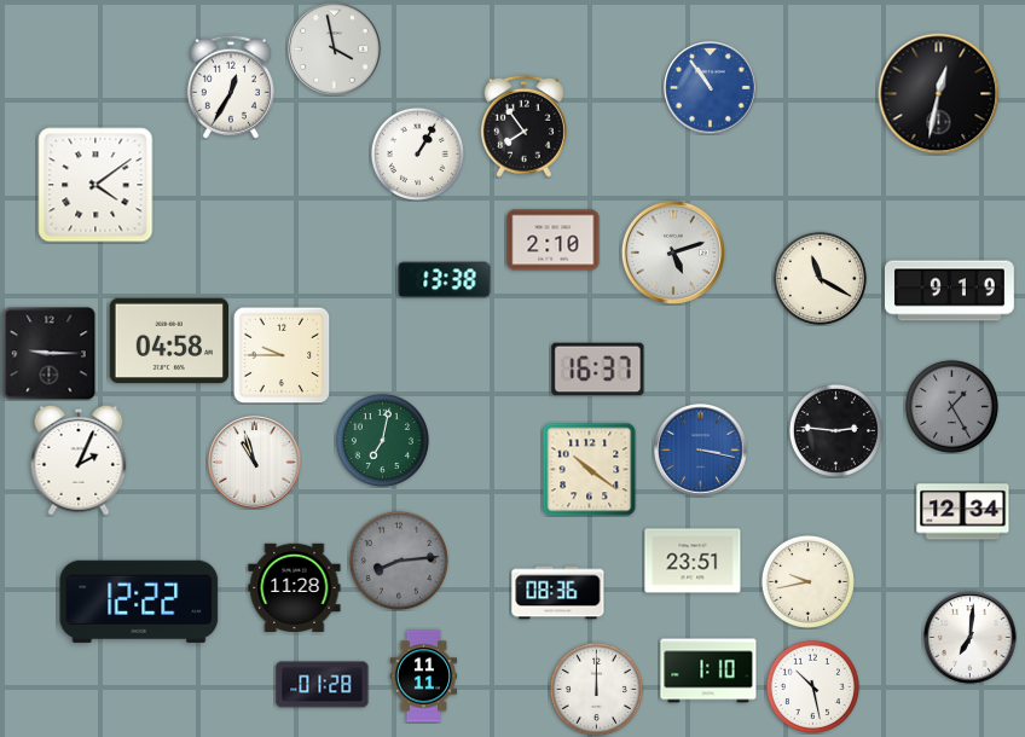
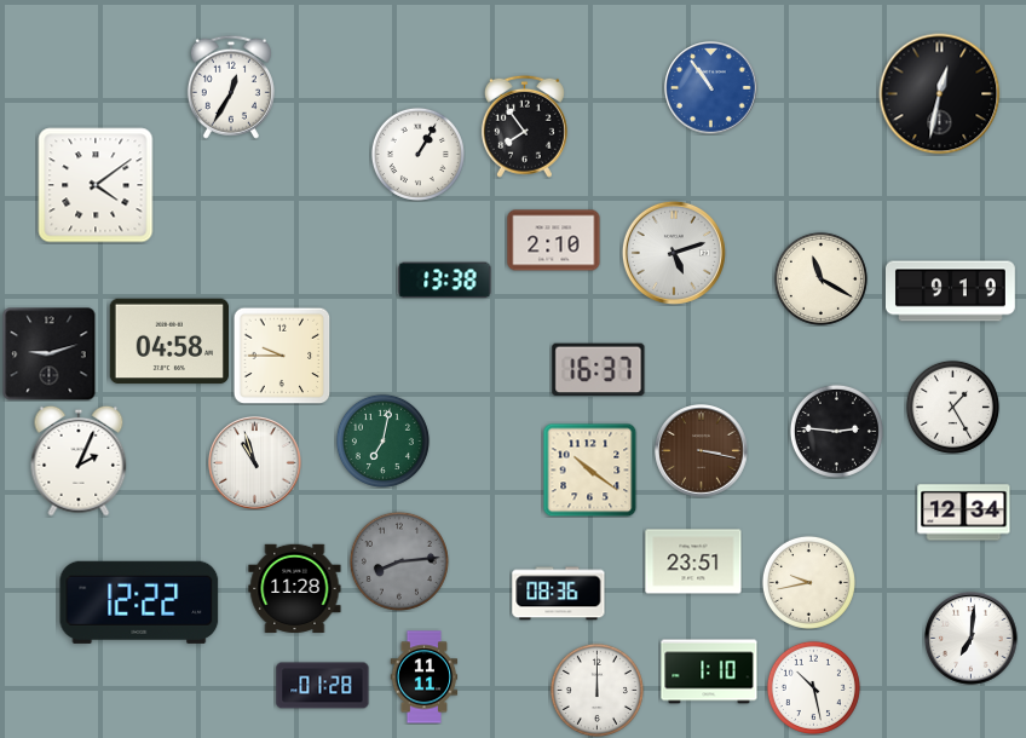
clock at (335, 50): 3:58 -> none
clock at (50, 354): 9:15 -> 9:12
clock at (951, 406) dial: grey -> white
clock at (701, 451) dial: blue -> brown
